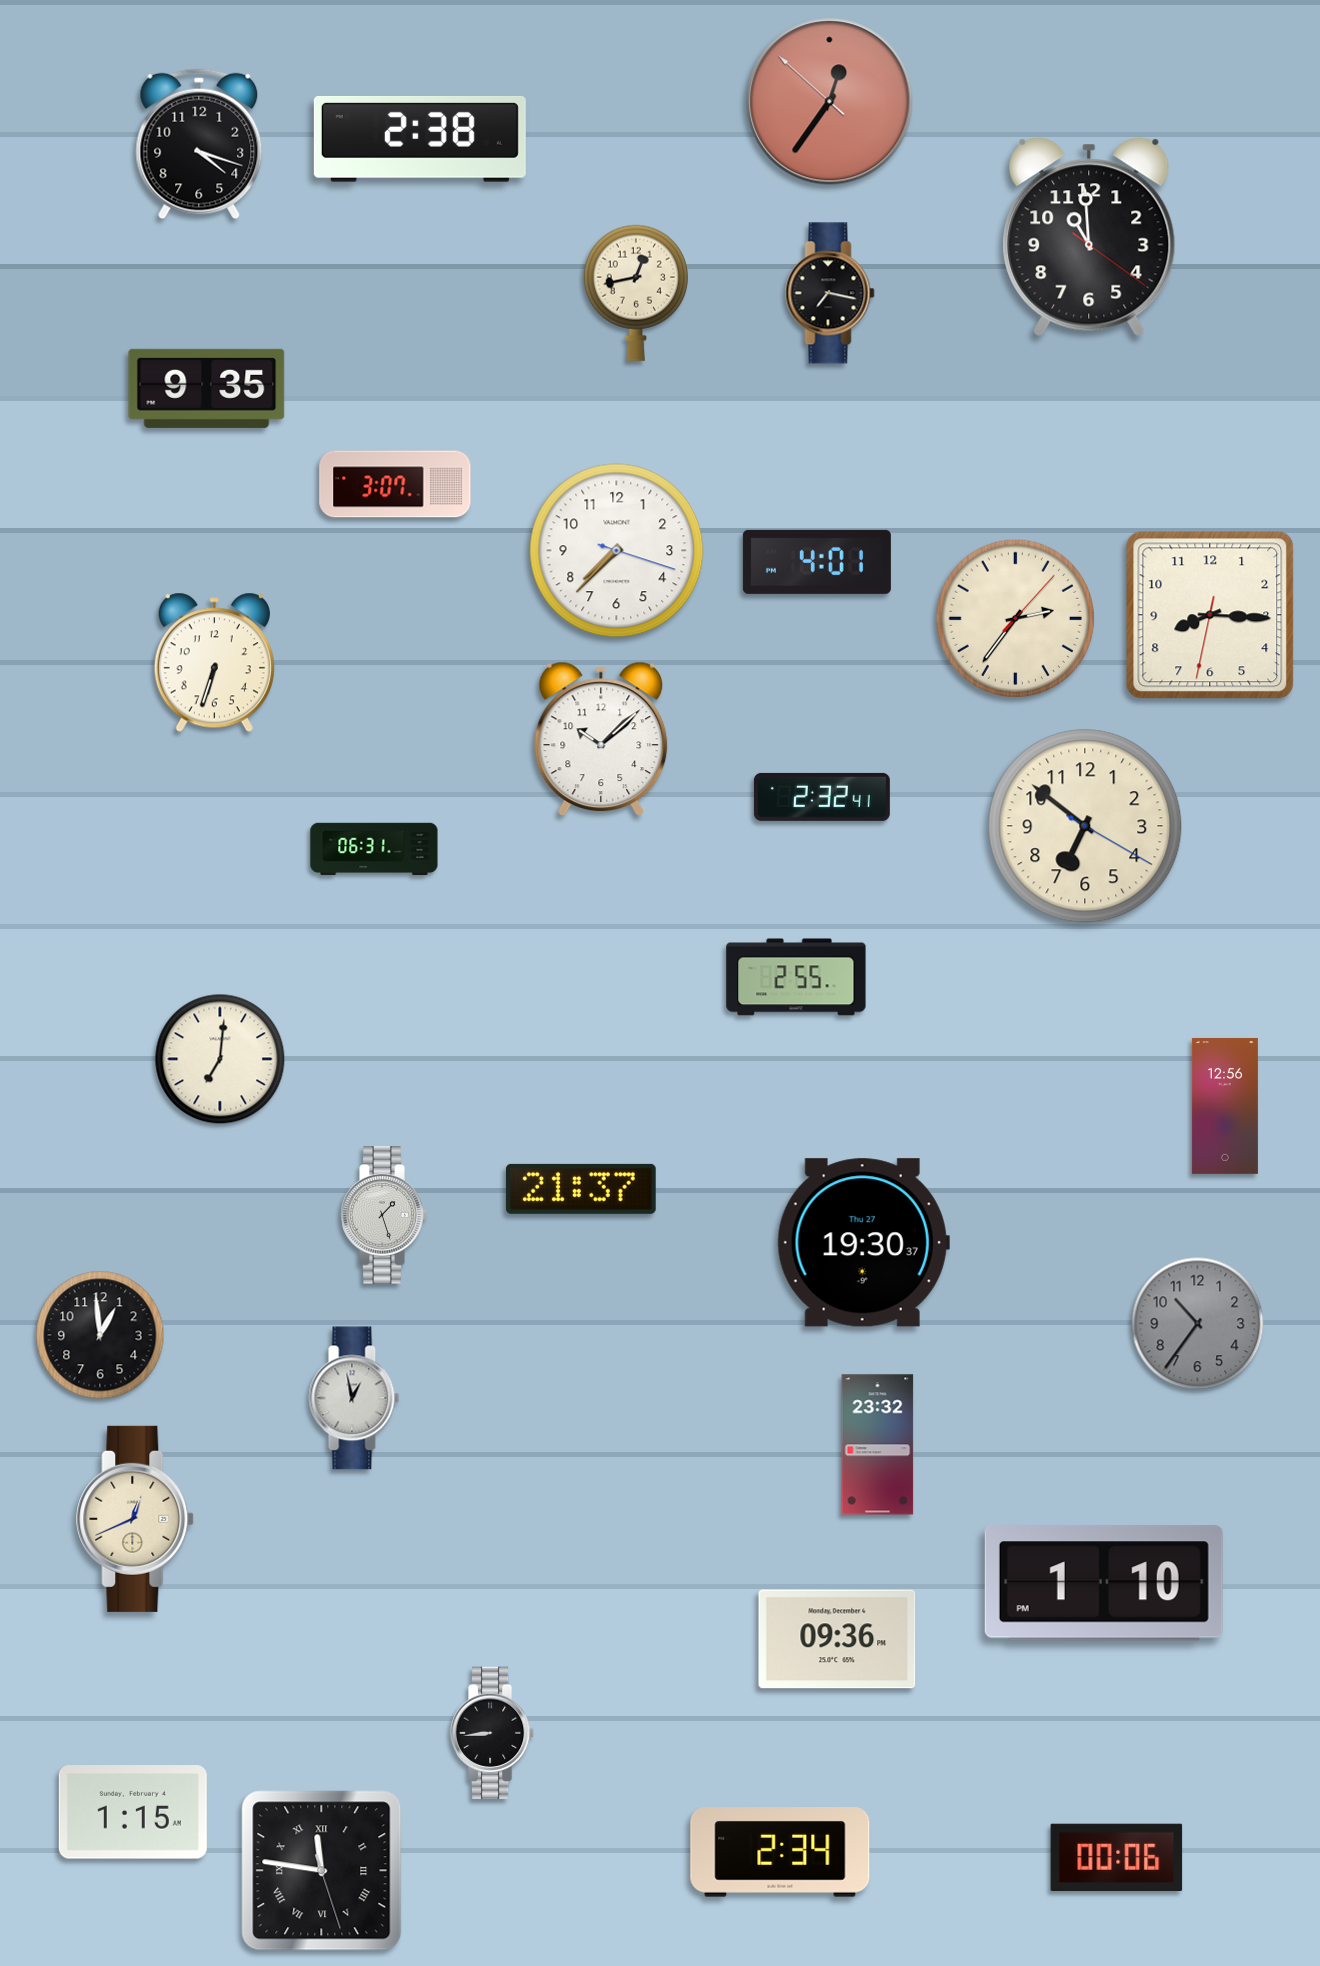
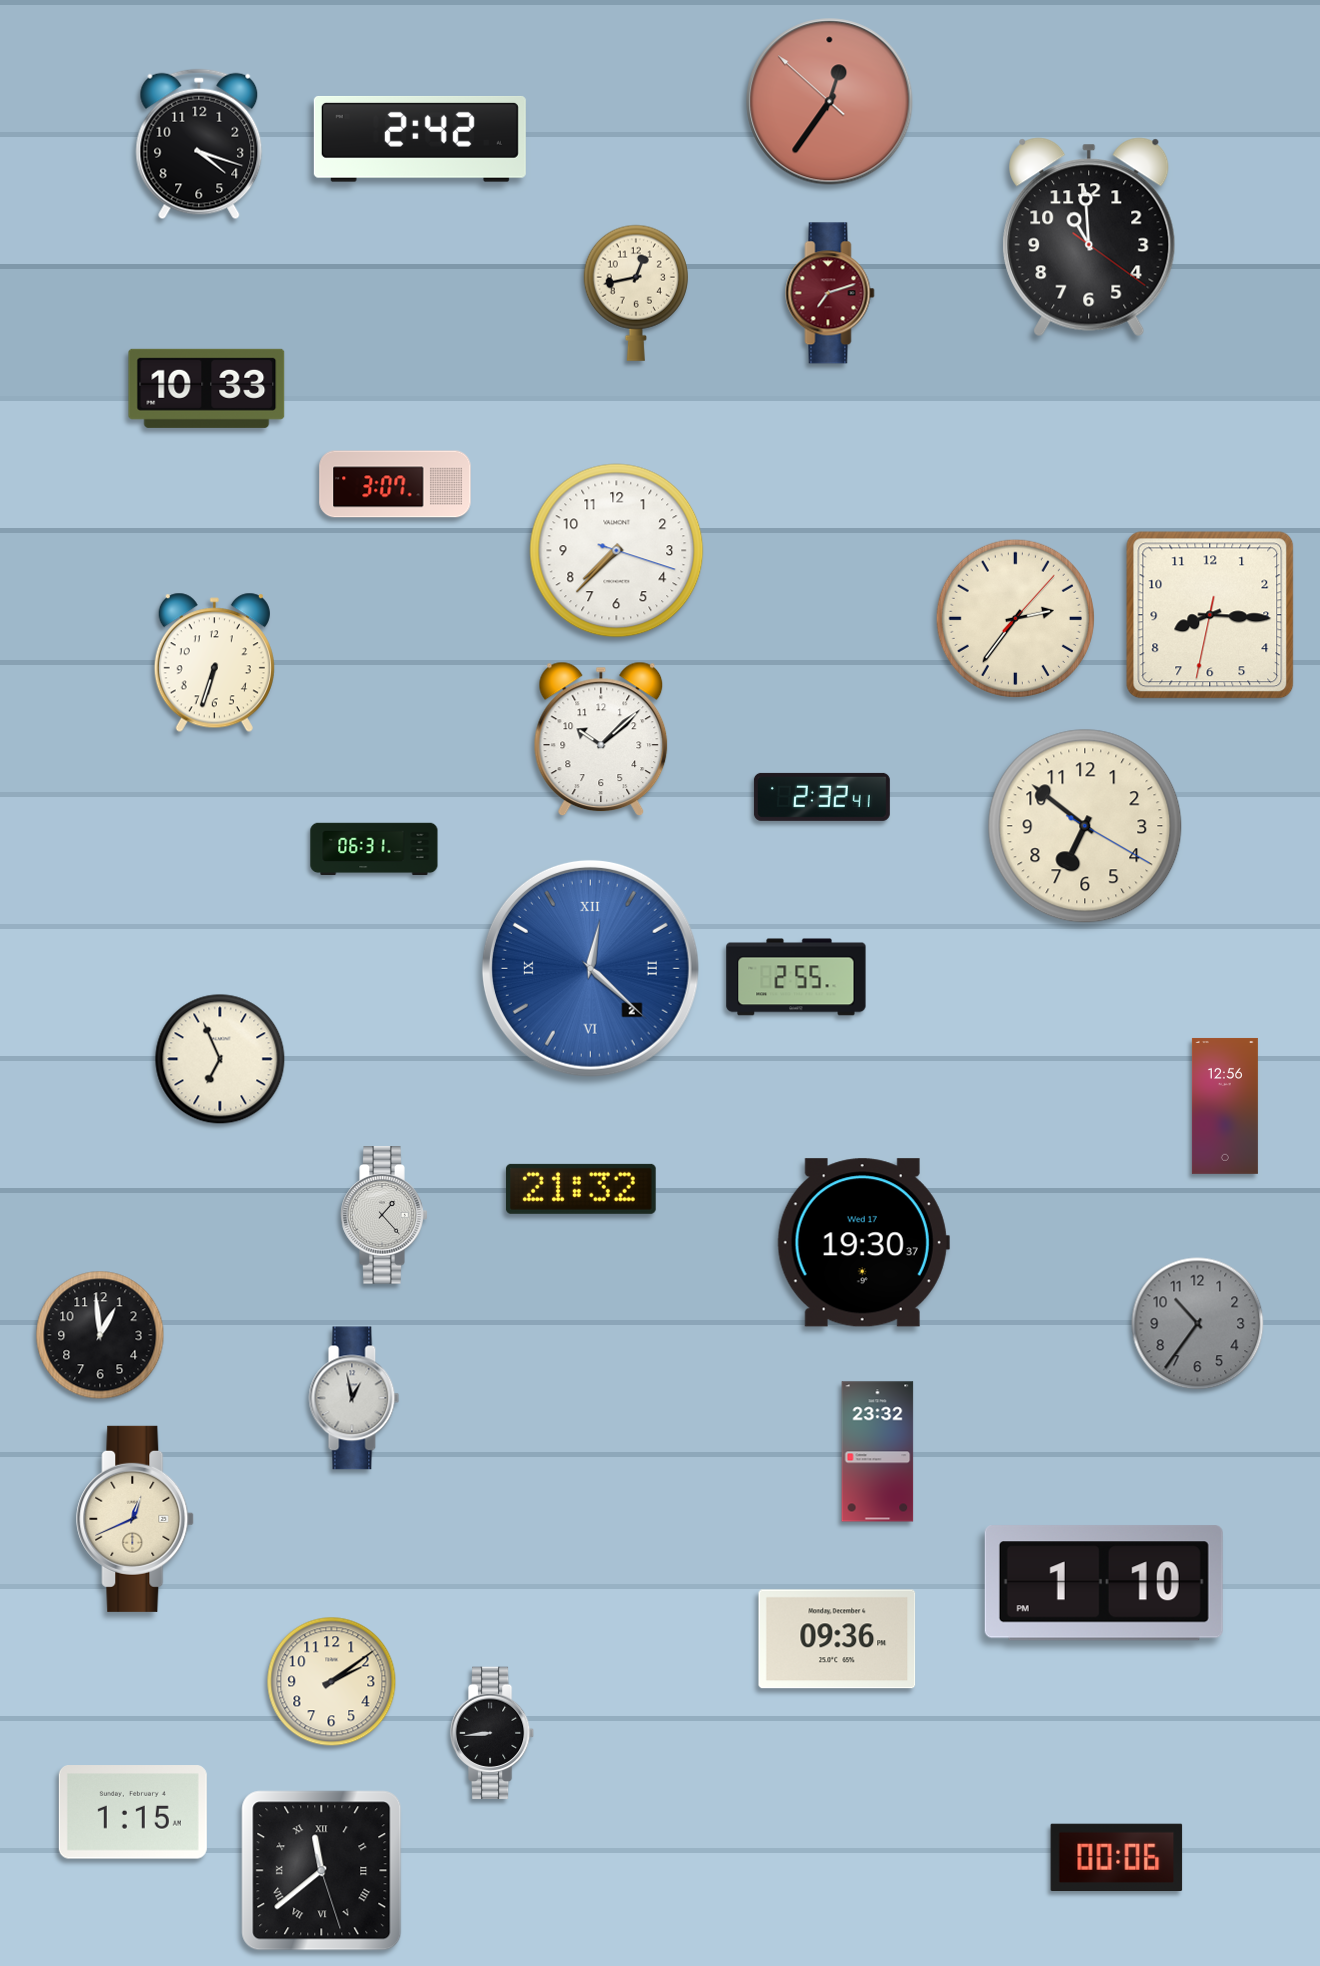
clock at (420, 139): 2:38 -> 2:42
clock at (830, 293): 7:17 -> 7:12
clock at (830, 293) dial: black -> burgundy
clock at (207, 388): 9:35 -> 10:33
clock at (817, 562): 4:01 -> none
clock at (590, 968): none -> 12:22
clock at (220, 1059): 7:01 -> 6:56
clock at (581, 1189): 21:37 -> 21:32
clock at (384, 1215): 1:27 -> 1:23
clock at (863, 1243) date: Thu 27 -> Wed 17
clock at (878, 1445) position: (878, 1445) -> (878, 1452)
clock at (332, 1682): none -> 2:09
clock at (780, 1852): 2:34 -> none
clock at (322, 1871): 11:46 -> 11:38
